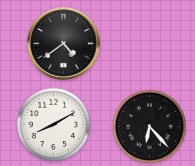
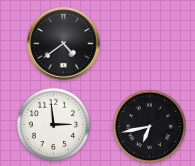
clock at (54, 125): 8:10 -> 2:59
clock at (150, 127): 6:23 -> 6:43
